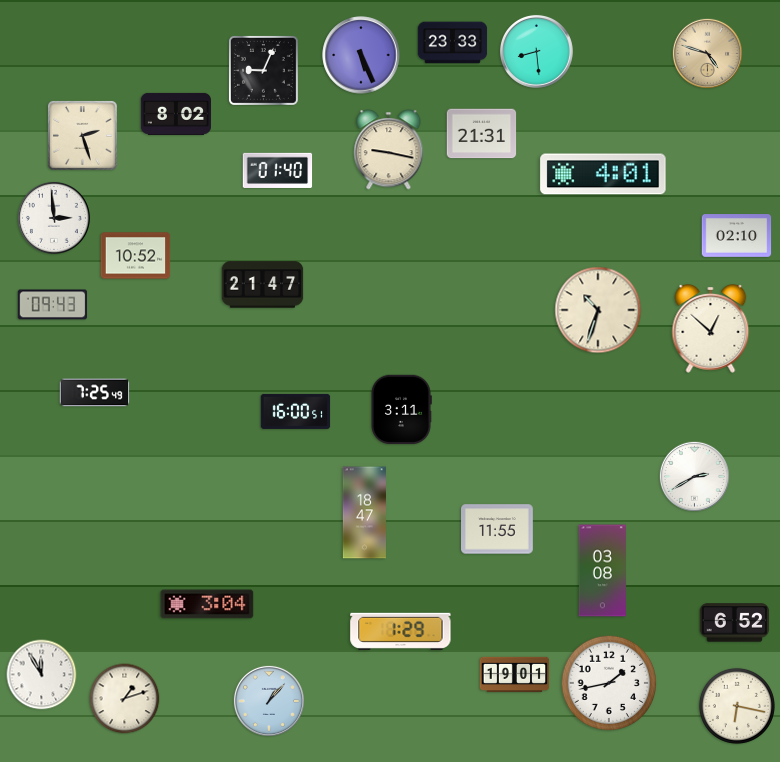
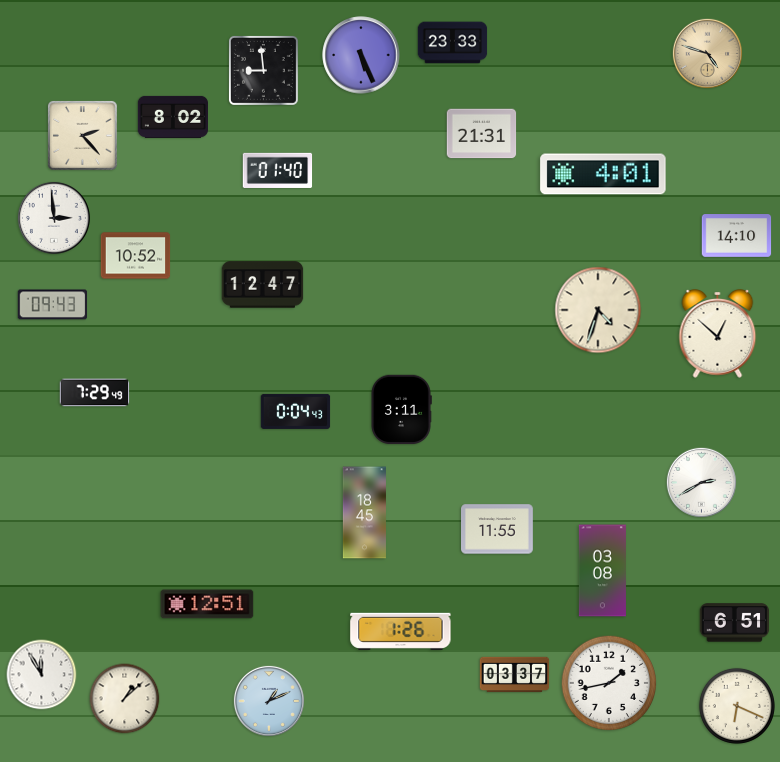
clock at (536, 51): 8:29 -> none
clock at (263, 70): 9:04 -> 8:59
clock at (176, 114) position: (176, 114) -> (173, 117)
clock at (82, 135): 2:27 -> 2:23
clock at (389, 150): 9:17 -> none
clock at (737, 236): 02:10 -> 14:10
clock at (263, 285): 21:47 -> 12:47
clock at (598, 310): 10:33 -> 4:33
clock at (711, 329) position: (711, 329) -> (718, 334)
clock at (95, 393): 7:25 -> 7:29
clock at (296, 411): 16:00 -> 0:04
clock at (694, 476) position: (694, 476) -> (701, 482)
clock at (364, 513): 18:47 -> 18:45
clock at (207, 604): 3:04 -> 12:51
clock at (735, 623): 6:52 -> 6:51
clock at (401, 631): 1:29 -> 1:26
clock at (515, 675): 19:01 -> 03:37
clock at (125, 699): 1:12 -> 1:08
clock at (269, 701): 1:07 -> 1:11
clock at (737, 706): 6:17 -> 6:19
